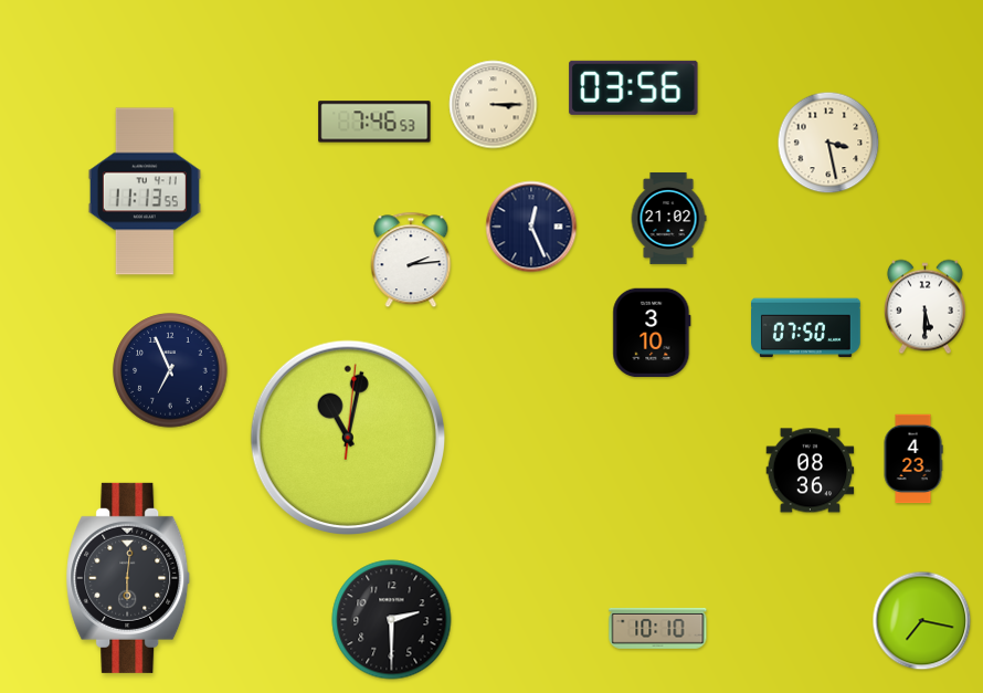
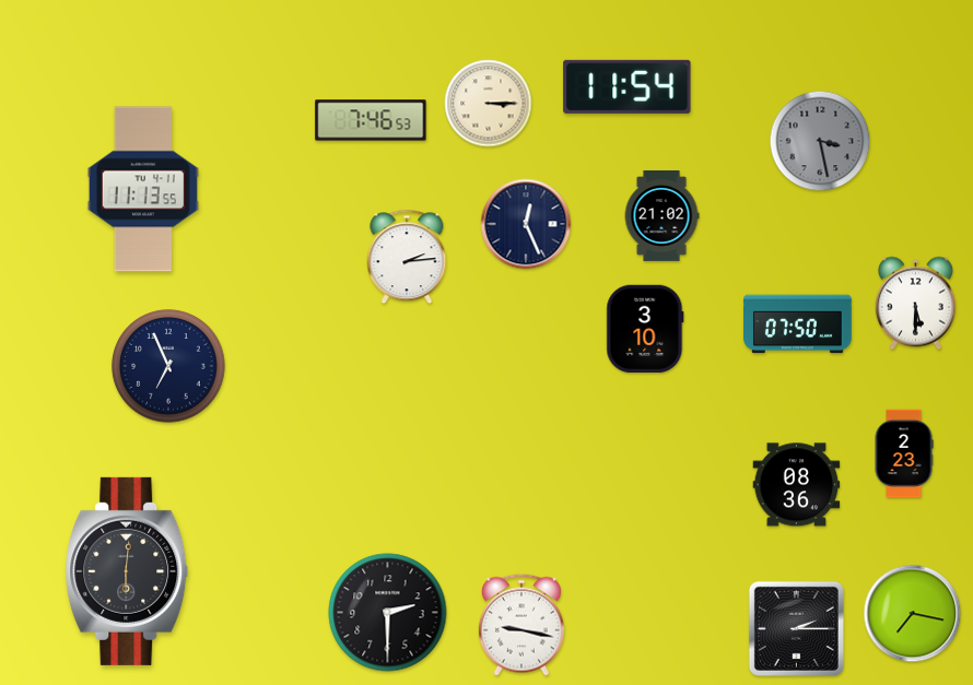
clock at (634, 87): 03:56 -> 11:54
clock at (828, 143) dial: cream -> grey
clock at (347, 437): 11:02 -> none
clock at (913, 459): 4:23 -> 2:23
clock at (811, 471) position: (811, 471) -> (797, 485)
clock at (658, 628): 10:10 -> none
clock at (521, 625): none -> 9:17
clock at (796, 628): none -> 2:15
